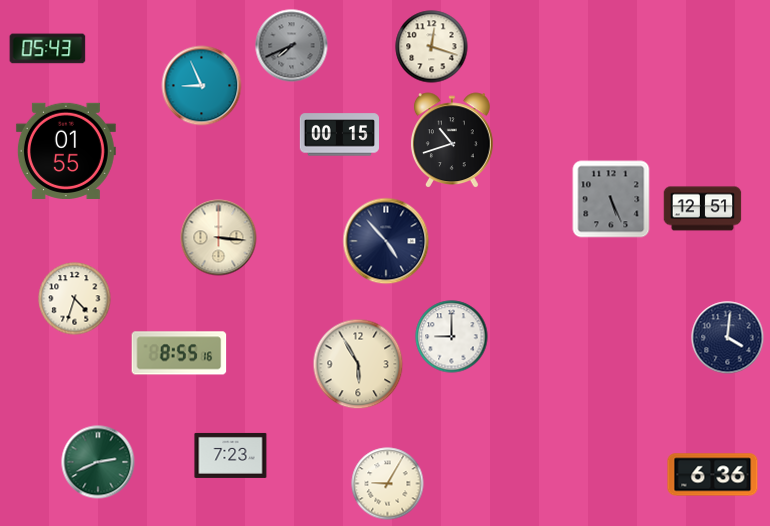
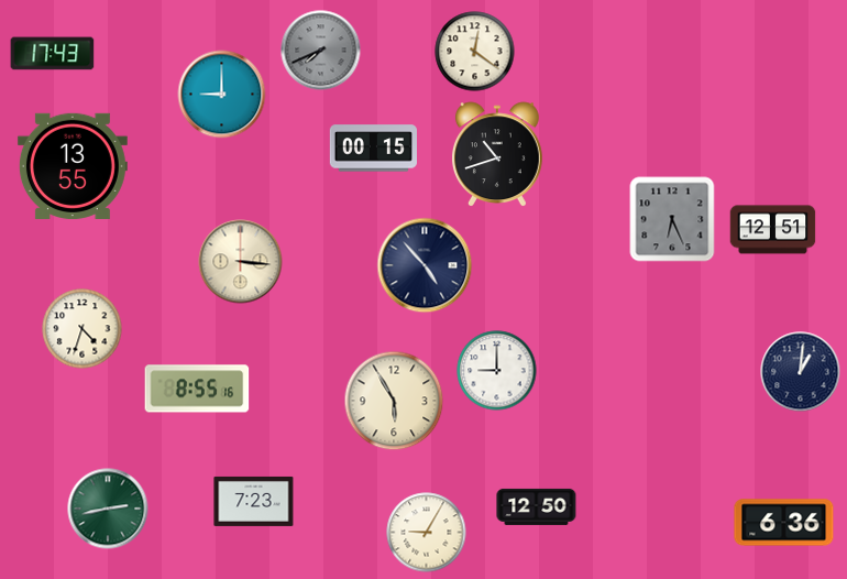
clock at (432, 47): 12:18 -> 12:21
clock at (48, 49): 05:43 -> 17:43
clock at (202, 86): 8:56 -> 9:00
clock at (66, 151): 01:55 -> 13:55
clock at (611, 199): 5:26 -> 6:26
clock at (728, 338): 4:01 -> 1:01
clock at (537, 506): none -> 12:50
clock at (98, 462): 2:41 -> 2:43
